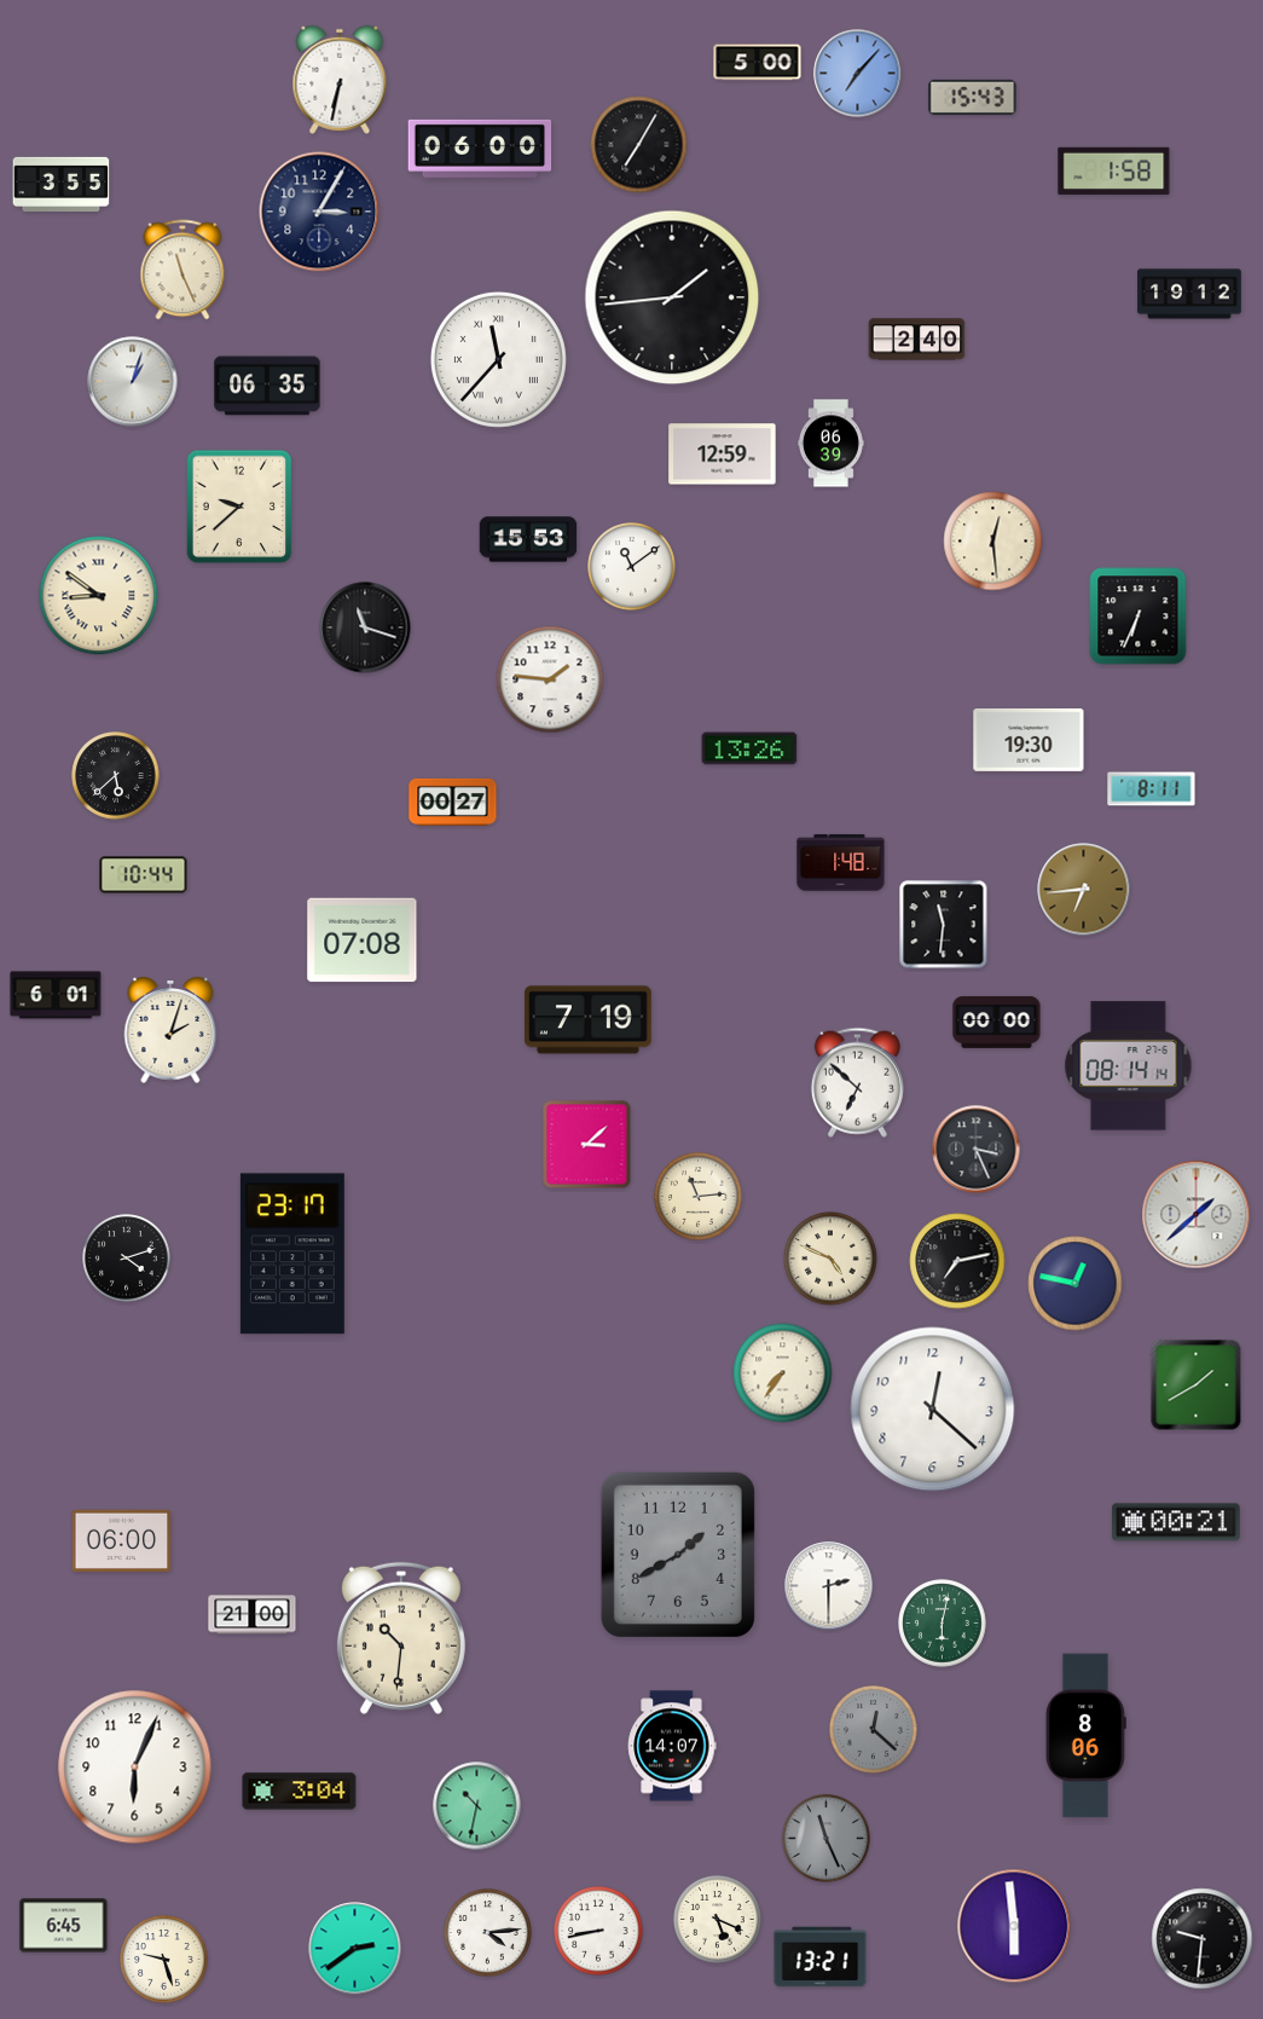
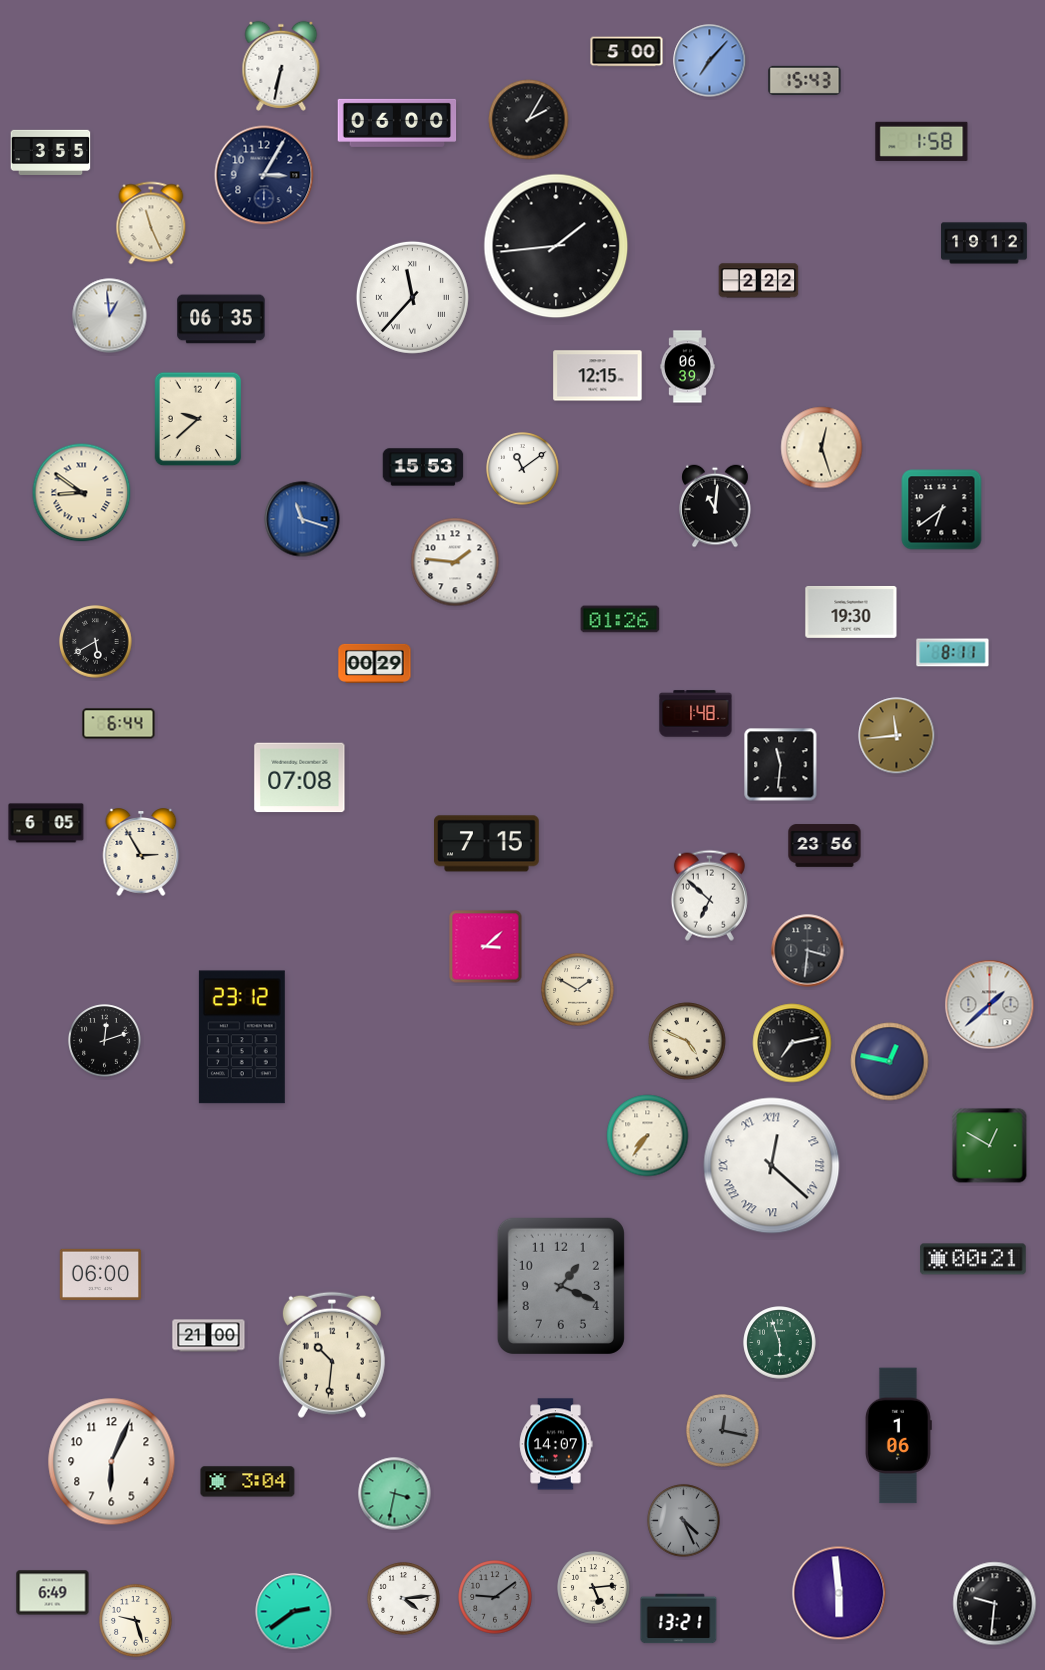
clock at (639, 145): 7:05 -> 2:05
clock at (917, 340): 2:40 -> 2:22
clock at (133, 382): 1:03 -> 12:59
clock at (723, 455): 12:59 -> 12:15
clock at (528, 539) position: (528, 539) -> (423, 467)
clock at (993, 542): 12:29 -> 12:27
clock at (715, 506): none -> 11:01
clock at (1139, 617): 6:34 -> 6:39
clock at (365, 627) dial: black -> blue
clock at (749, 748): 13:26 -> 01:26
clock at (116, 776): 5:38 -> 5:40
clock at (453, 802): 00:27 -> 00:29
clock at (144, 875): 10:44 -> 6:44
clock at (1084, 890): 6:44 -> 11:44
clock at (56, 995): 6:01 -> 6:05
clock at (589, 1020): 7:19 -> 7:15
clock at (997, 1023): 00:00 -> 23:56
clock at (170, 1030): 2:03 -> 2:55
clock at (1129, 1066): 08:14 -> none
clock at (977, 1150): 3:26 -> 3:31
clock at (699, 1197): 11:14 -> 1:50
clock at (292, 1254): 23:17 -> 23:12
clock at (127, 1259): 4:12 -> 12:12
clock at (1197, 1385): 1:40 -> 12:50
clock at (933, 1410) numerals: Arabic -> Roman
clock at (678, 1555): 1:40 -> 1:19
clock at (829, 1586): 2:30 -> none
clock at (943, 1624): 6:02 -> 5:57
clock at (874, 1730): 12:22 -> 12:17
clock at (1085, 1736): 8:06 -> 1:06
clock at (477, 1806): 10:32 -> 3:32
clock at (827, 1839): 11:26 -> 4:26
clock at (718, 1920): 5:19 -> 5:14
clock at (64, 1926): 6:45 -> 6:49
clock at (598, 1931): 8:43 -> 9:09
clock at (598, 1931) dial: white -> grey
